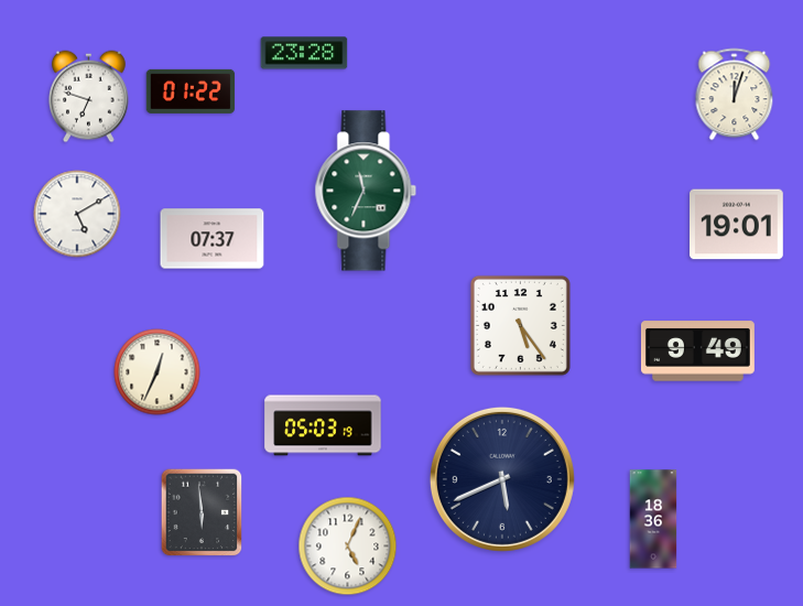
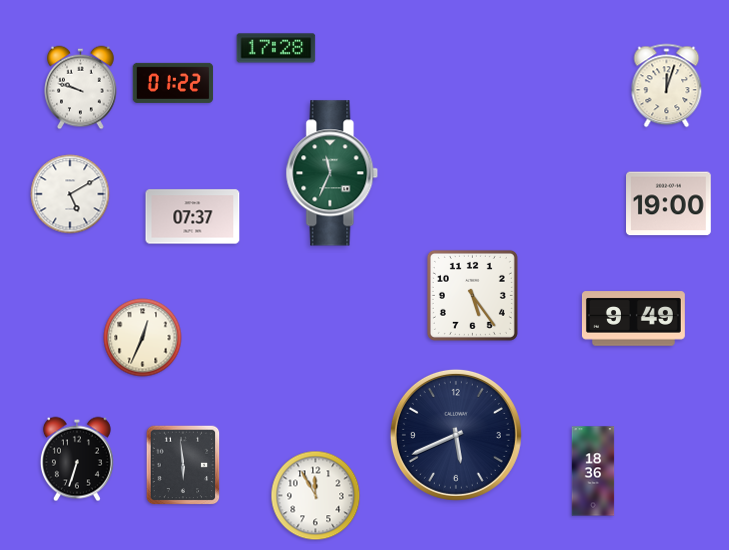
clock at (304, 53): 23:28 -> 17:28
clock at (89, 97): 6:48 -> 9:48
clock at (737, 225): 19:01 -> 19:00
clock at (323, 425): 05:03 -> none
clock at (77, 459): none -> 6:33
clock at (348, 547): 5:04 -> 11:55
